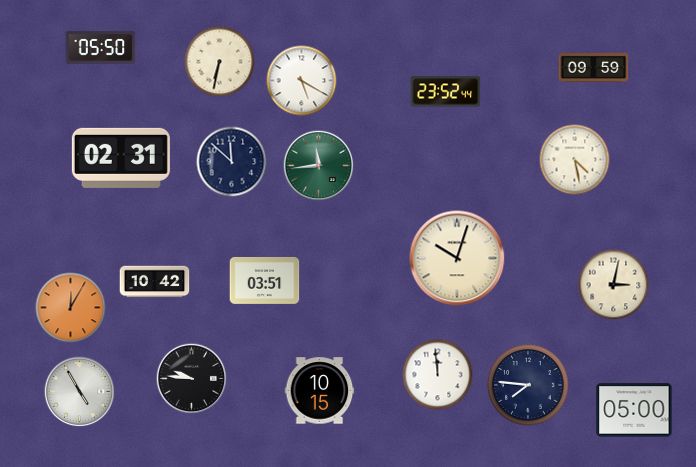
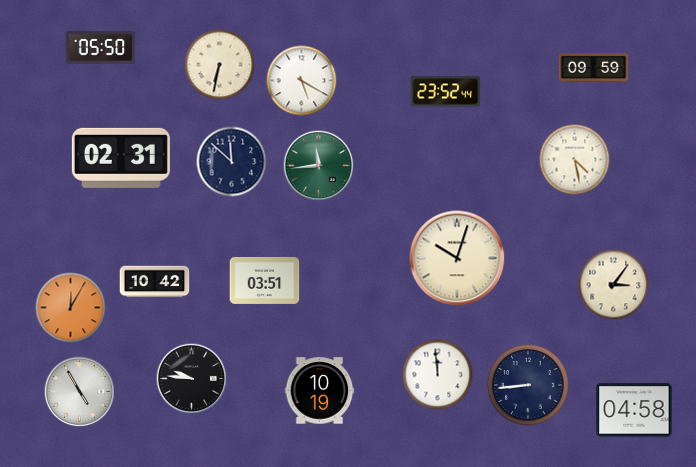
clock at (220, 62) position: (220, 62) -> (220, 65)
clock at (614, 285): 3:02 -> 3:06
clock at (528, 385): 7:46 -> 8:44
clock at (320, 391): 10:15 -> 10:19
clock at (634, 410): 05:00 -> 04:58
